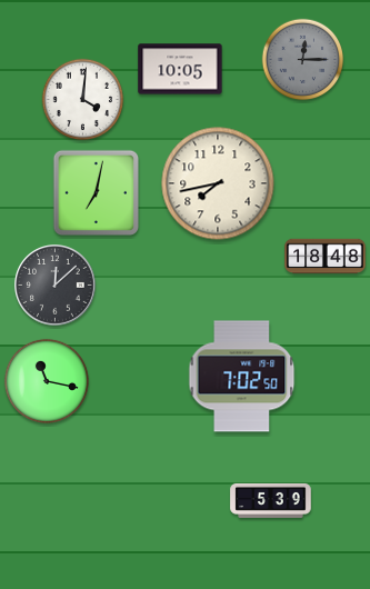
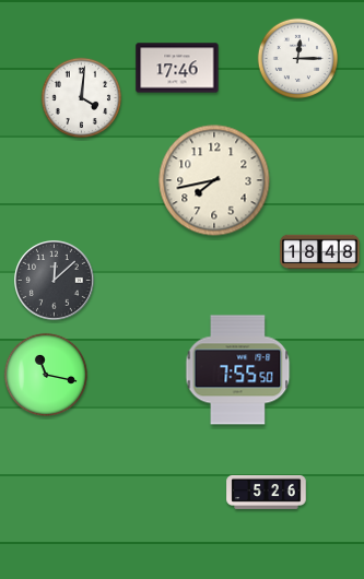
clock at (303, 60) dial: grey -> white
clock at (180, 69): 10:05 -> 17:46
clock at (96, 192): 7:02 -> none
clock at (242, 377): 7:02 -> 7:55
clock at (271, 500): 5:39 -> 5:26
